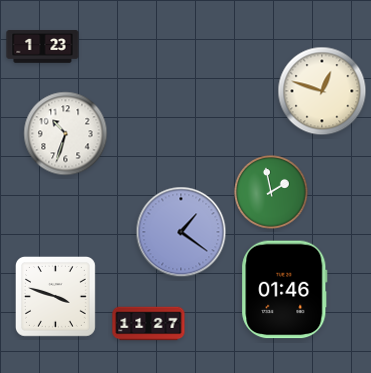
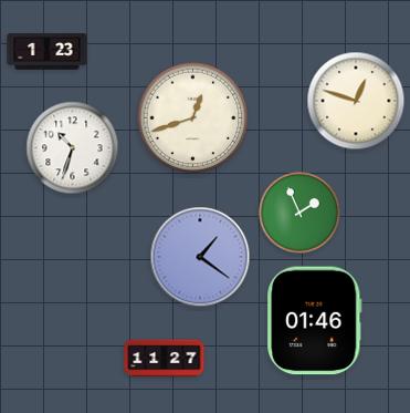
clock at (193, 118): none -> 12:42
clock at (271, 192): 1:58 -> 1:56
clock at (55, 296): 3:48 -> none
